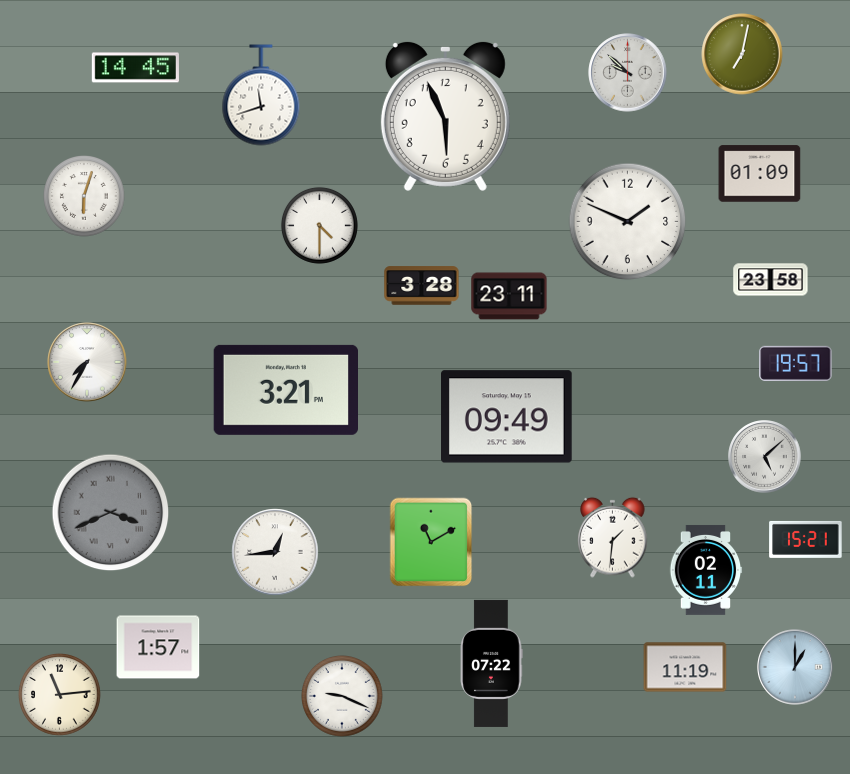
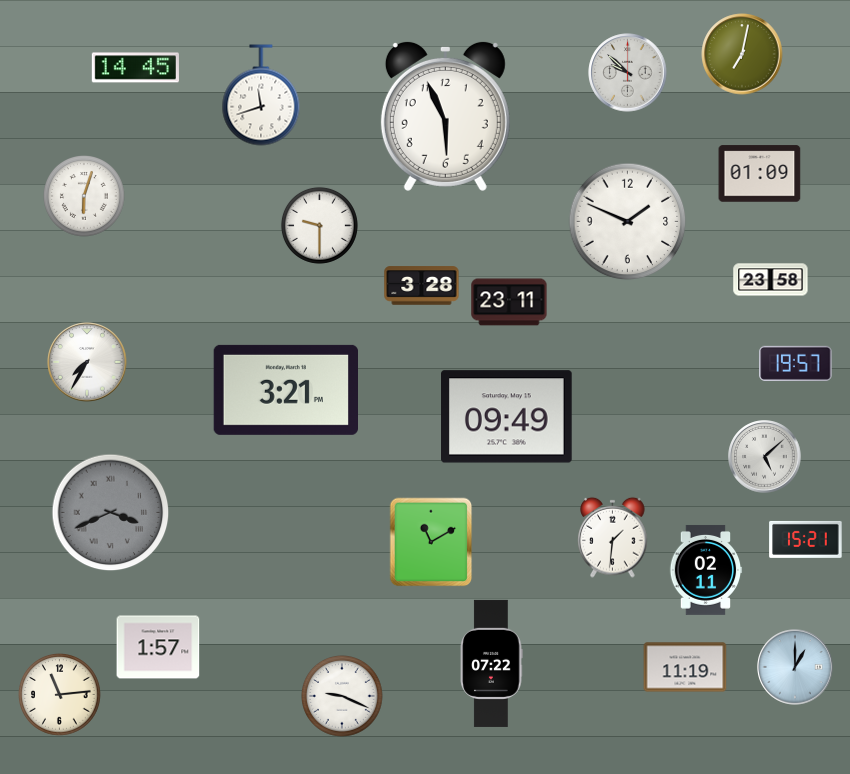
clock at (319, 225): 4:30 -> 9:30
clock at (509, 296) position: (509, 296) -> (509, 302)
clock at (275, 552): 12:44 -> none
